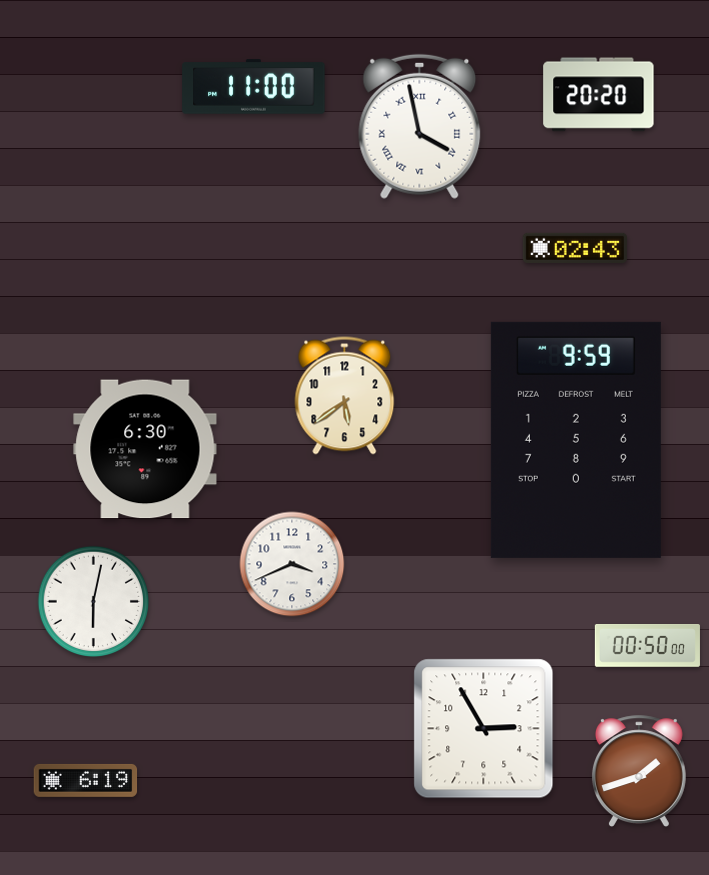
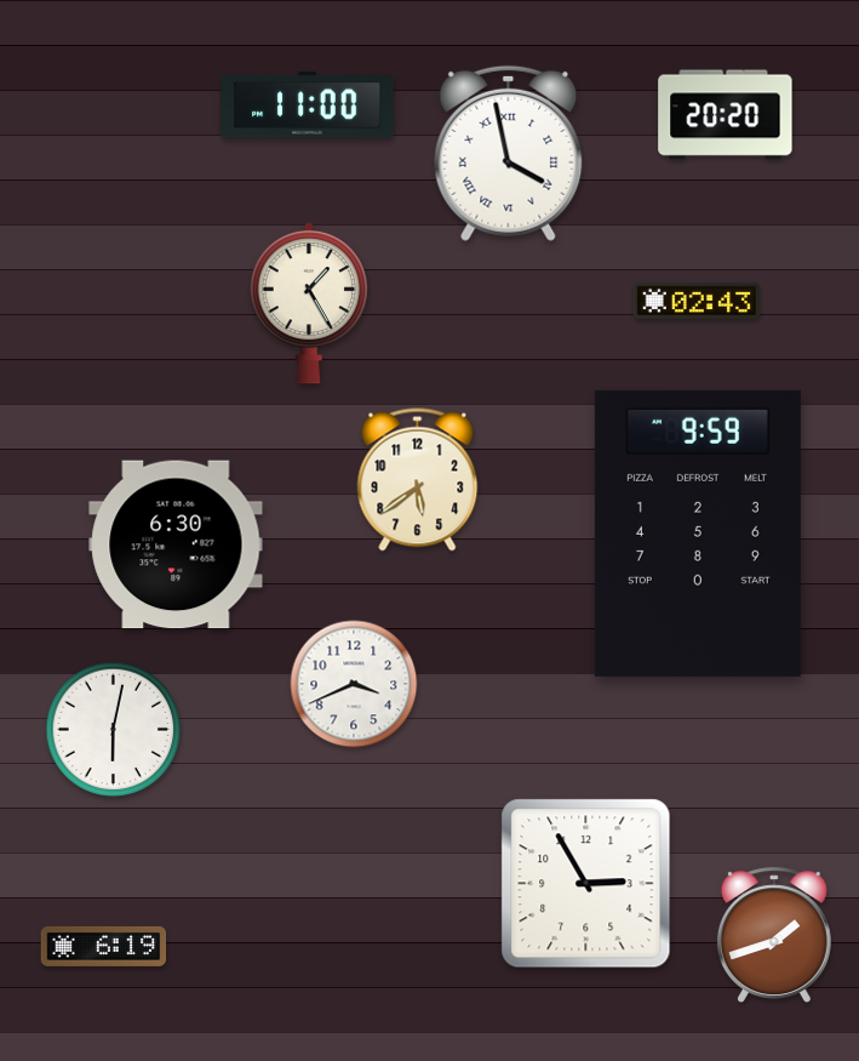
clock at (309, 303): none -> 1:25
clock at (647, 646): 00:50 -> none
